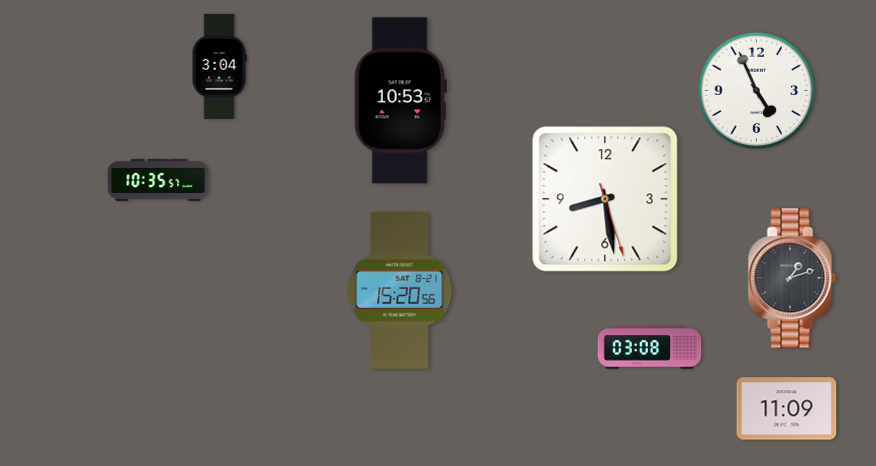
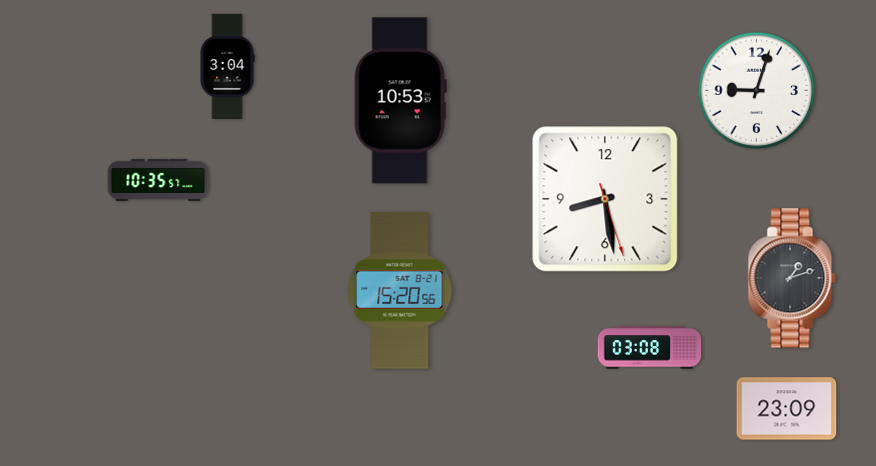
clock at (219, 66) position: (219, 66) -> (227, 66)
clock at (757, 91): 4:56 -> 9:03
clock at (787, 409): 11:09 -> 23:09
